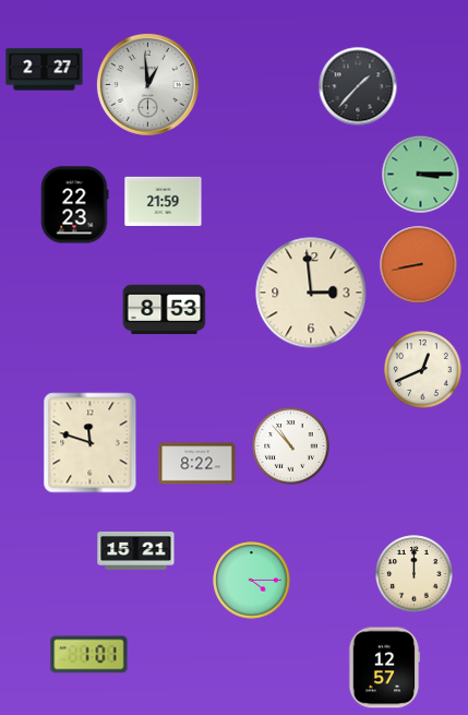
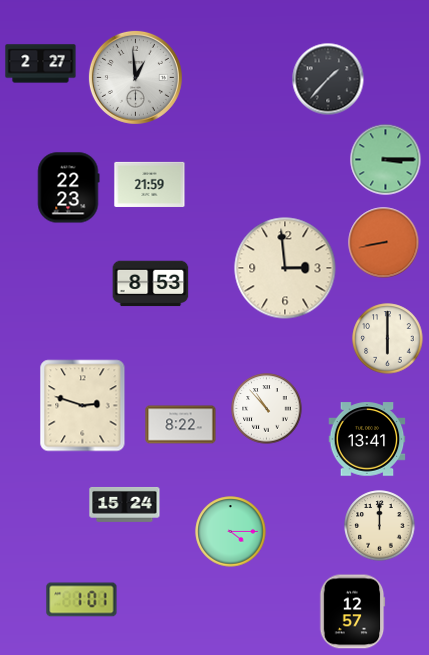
clock at (423, 370): 12:41 -> 6:00
clock at (91, 443): 11:48 -> 2:48
clock at (367, 439): none -> 13:41
clock at (136, 550): 15:21 -> 15:24
